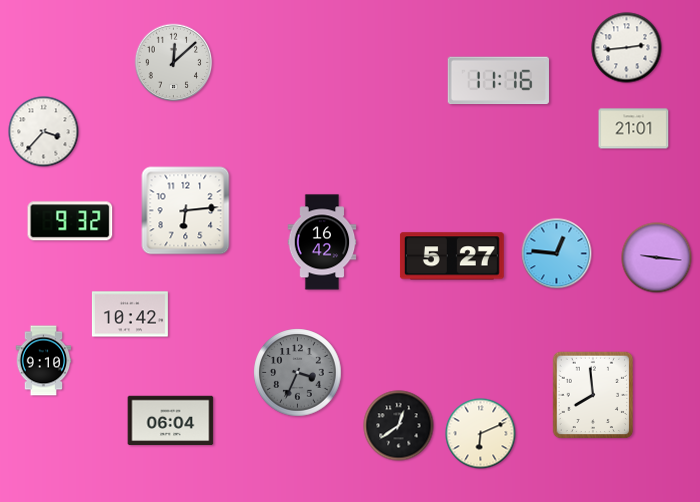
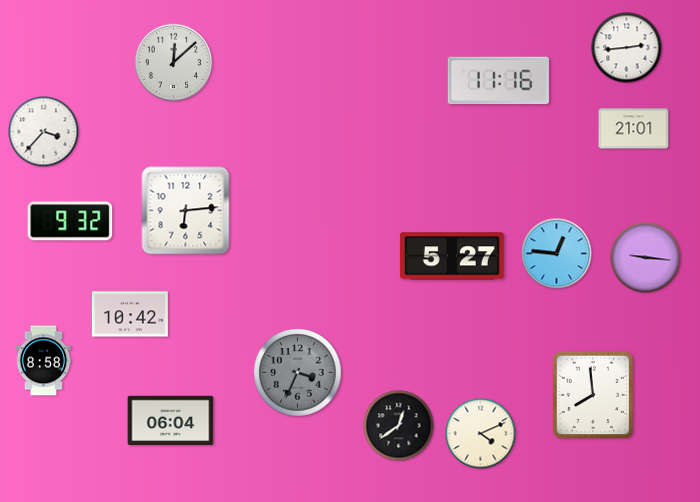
clock at (322, 242): 16:42 -> none
clock at (657, 258) position: (657, 258) -> (646, 258)
clock at (44, 361): 9:10 -> 8:58
clock at (481, 434): 6:11 -> 4:11
